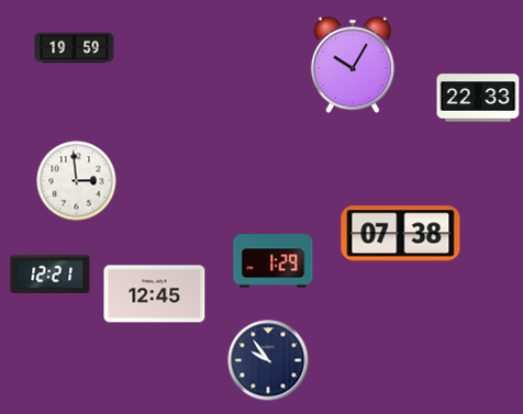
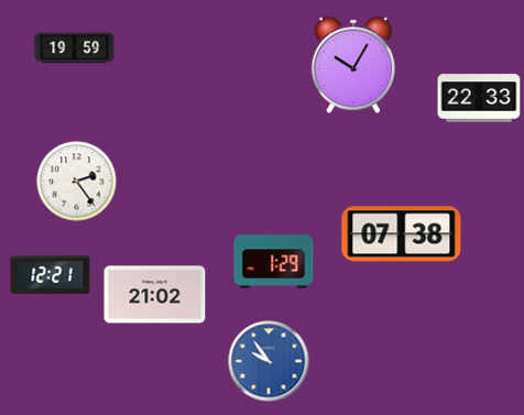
clock at (77, 181): 2:59 -> 2:24
clock at (155, 294): 12:45 -> 21:02
clock at (268, 360) dial: navy -> blue
